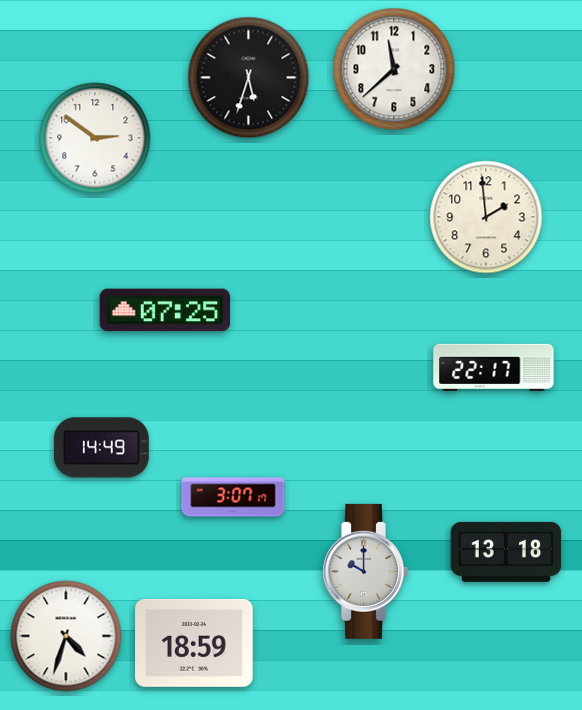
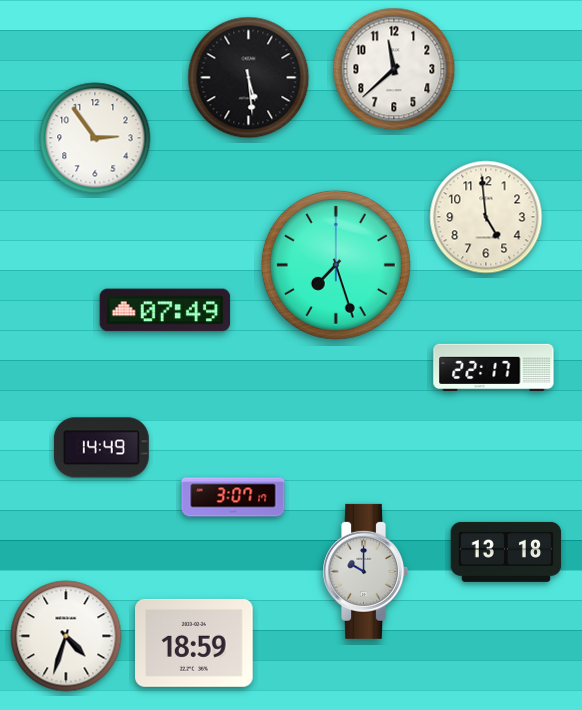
clock at (249, 78): 5:33 -> 5:29
clock at (95, 138): 2:51 -> 2:54
clock at (486, 217): 1:59 -> 4:59
clock at (336, 265): none -> 7:27
clock at (165, 310): 07:25 -> 07:49
